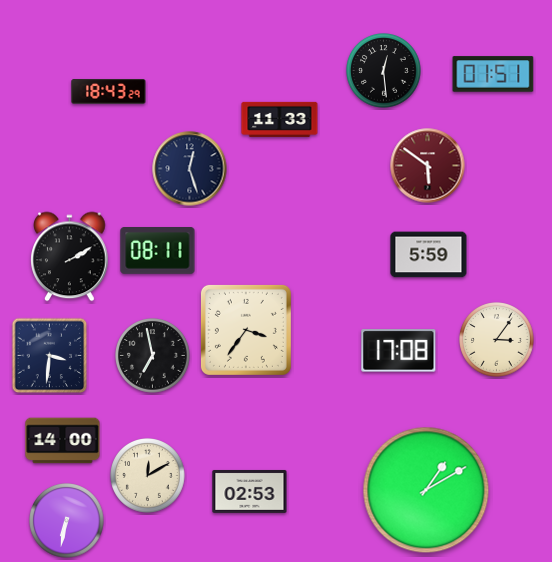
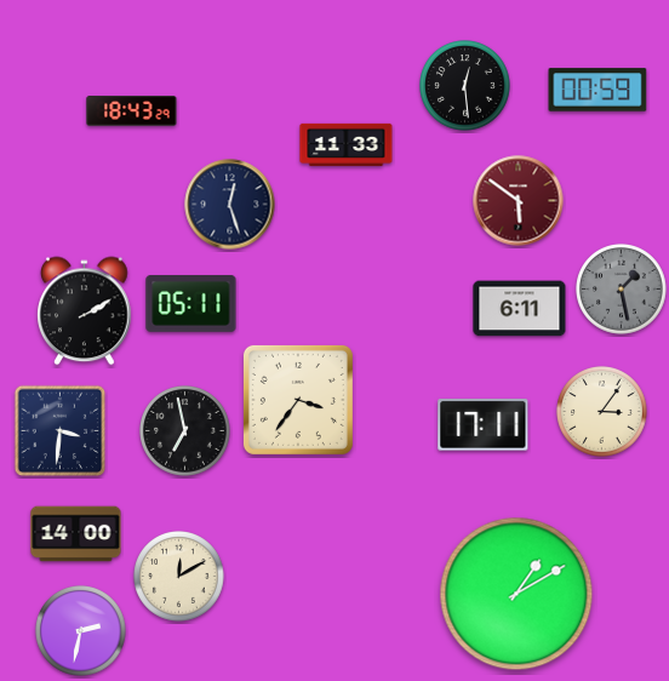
clock at (493, 74): 01:51 -> 00:59
clock at (280, 119) position: (280, 119) -> (347, 144)
clock at (622, 290): none -> 1:28
clock at (158, 251): 08:11 -> 05:11
clock at (429, 255): 5:59 -> 6:11
clock at (399, 351): 17:08 -> 17:11
clock at (250, 491): 02:53 -> none
clock at (67, 521): 6:32 -> 2:32
